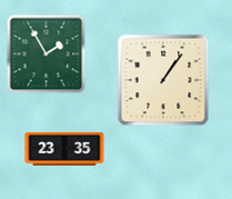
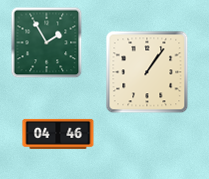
clock at (47, 54) position: (47, 54) -> (47, 43)
clock at (64, 149): 23:35 -> 04:46
